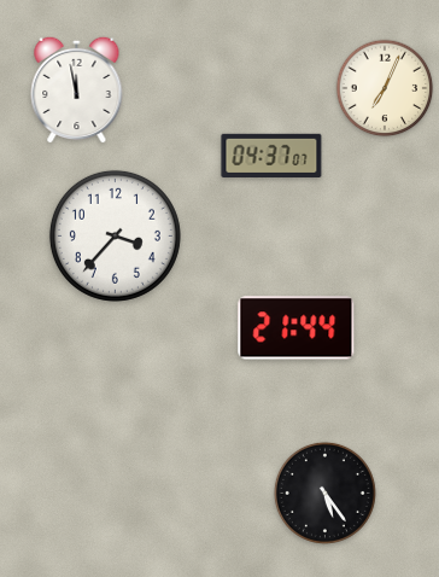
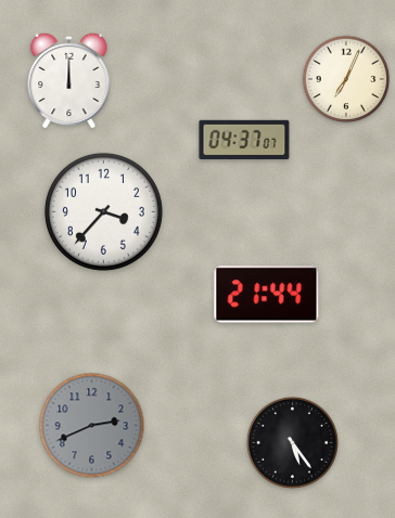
clock at (77, 89): 11:58 -> 12:00
clock at (92, 426): none -> 2:41
